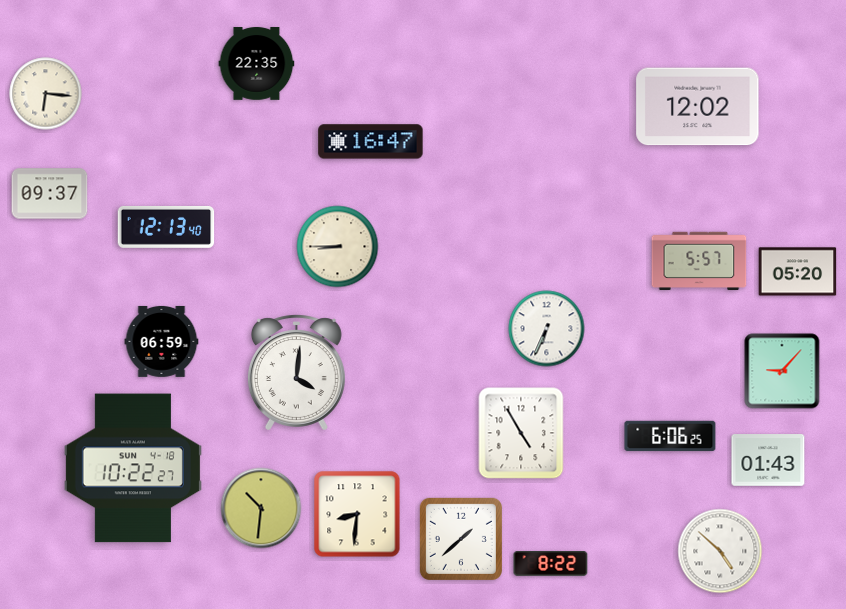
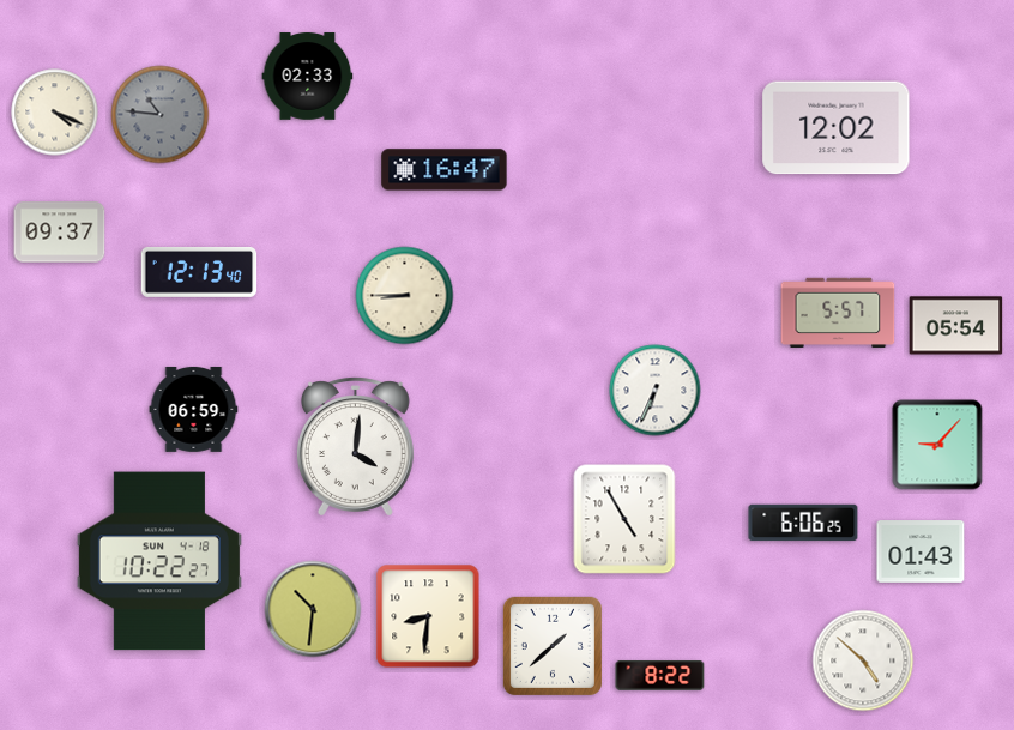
clock at (257, 64): 22:35 -> 02:33
clock at (46, 94): 6:16 -> 4:19
clock at (161, 115): none -> 10:46
clock at (798, 272): 05:20 -> 05:54
clock at (547, 329) position: (547, 329) -> (656, 391)
